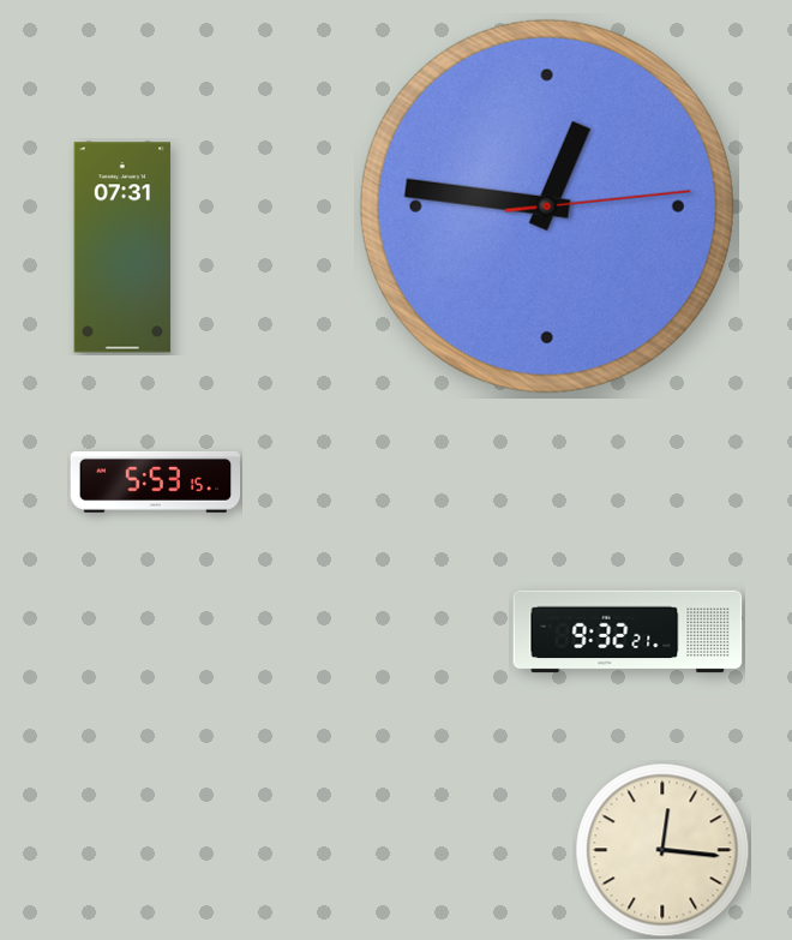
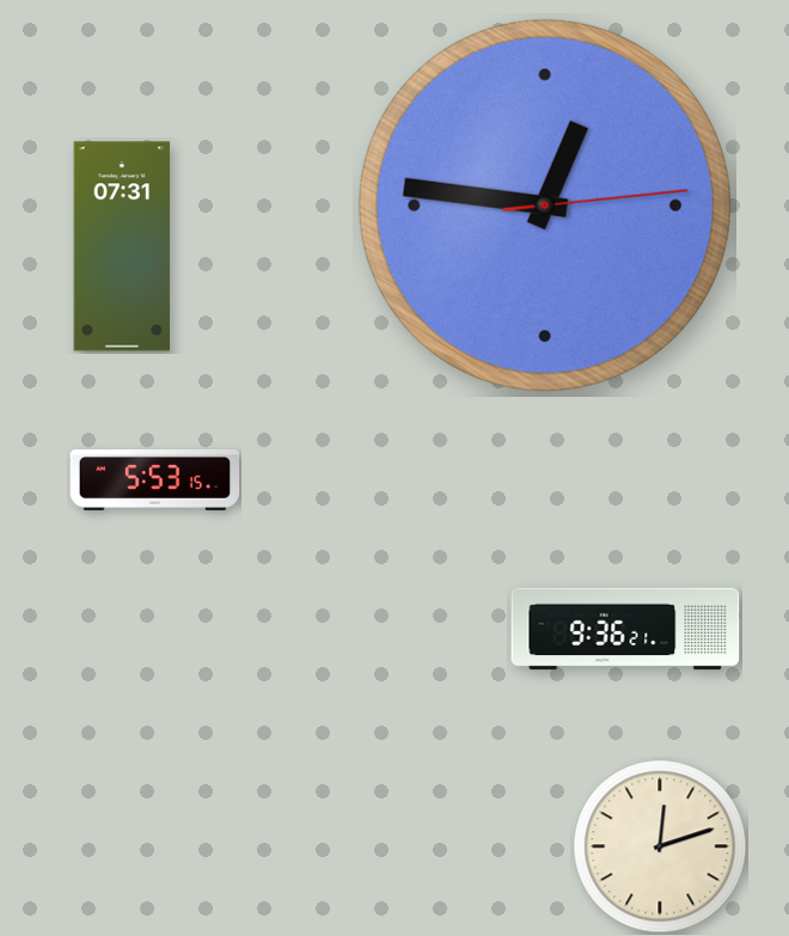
clock at (628, 631): 9:32 -> 9:36
clock at (662, 850): 12:16 -> 12:12
